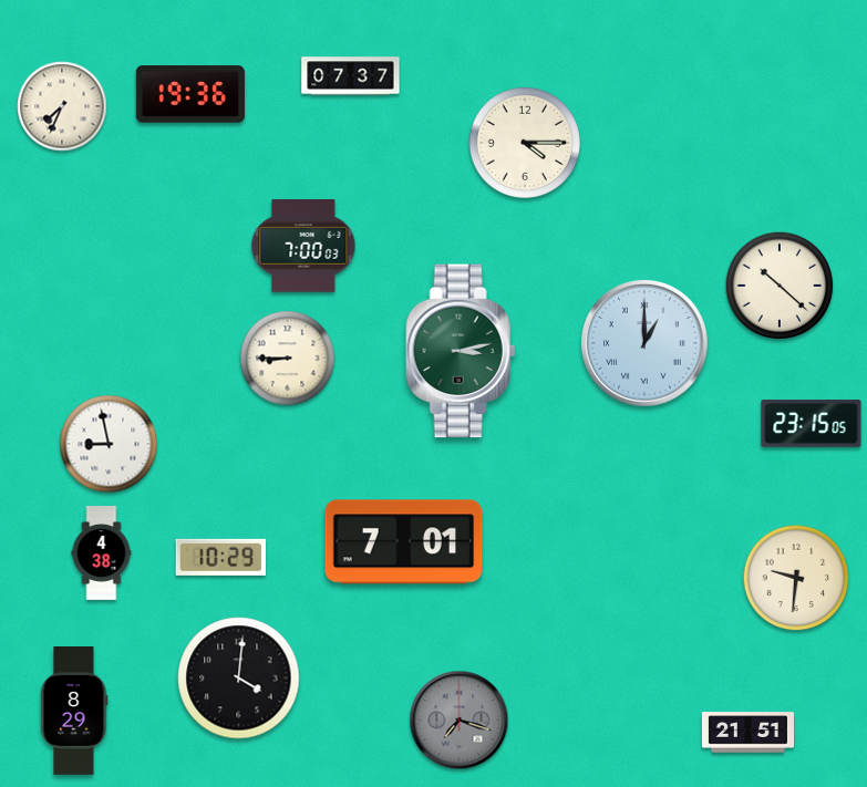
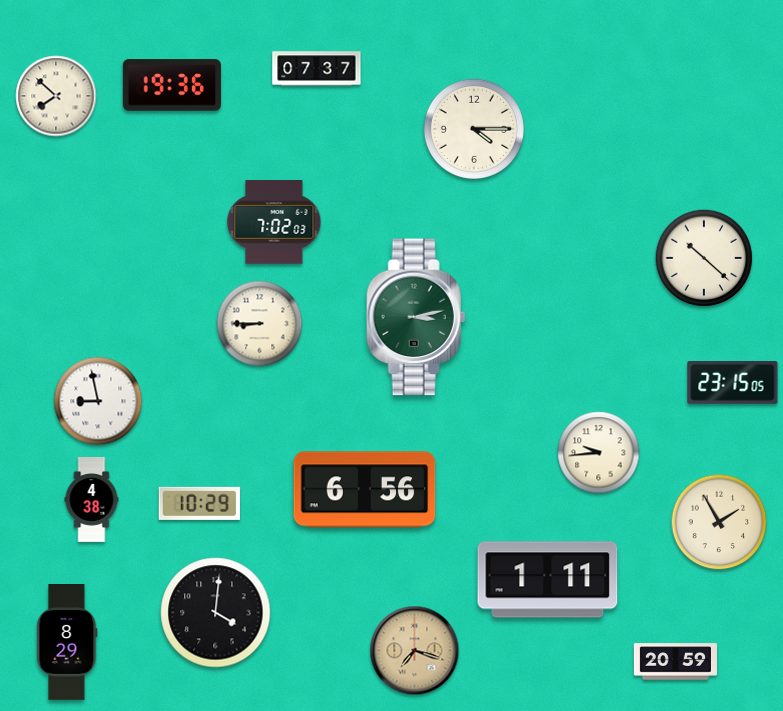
clock at (62, 106): 7:34 -> 7:52
clock at (303, 247): 7:00 -> 7:02
clock at (646, 344): 1:00 -> none
clock at (599, 453): none -> 9:44
clock at (404, 542): 7:01 -> 6:56
clock at (796, 578): 9:31 -> 1:55
clock at (548, 580): none -> 1:11
clock at (460, 721) dial: grey -> champagne
clock at (747, 733): 21:51 -> 20:59
